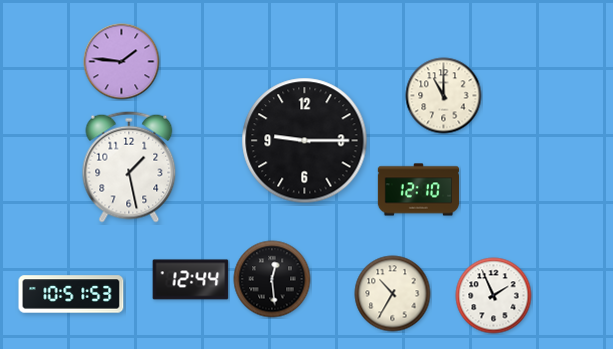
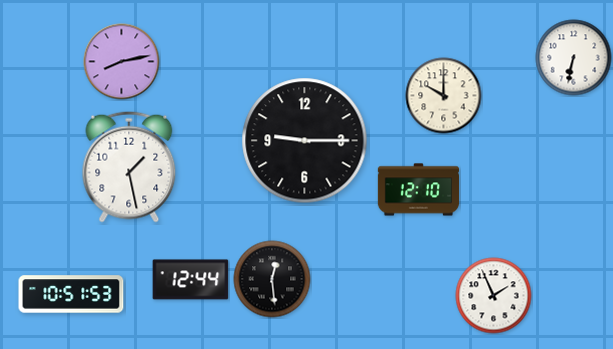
clock at (574, 58): none -> 6:32
clock at (122, 62): 1:46 -> 8:13
clock at (444, 96): 11:00 -> 10:00
clock at (393, 294): 10:35 -> none
